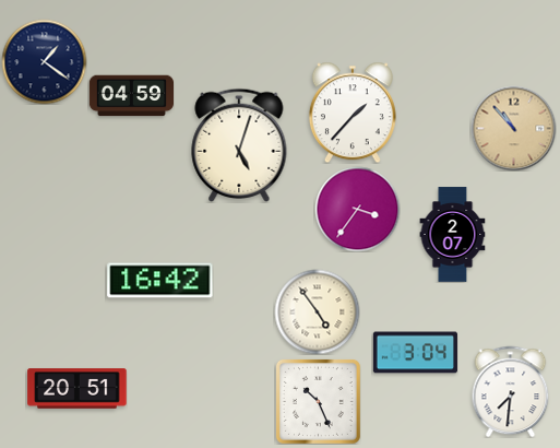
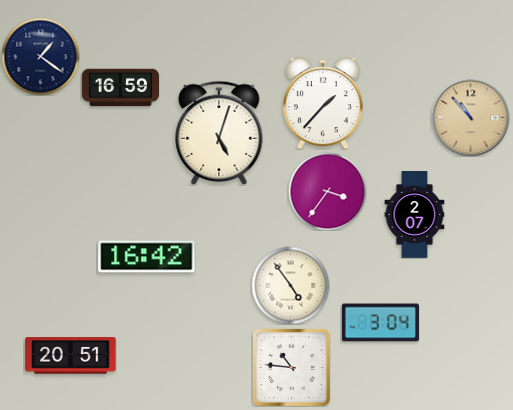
clock at (131, 96): 04:59 -> 16:59
clock at (511, 391): 7:31 -> none
clock at (318, 401): 10:26 -> 10:46
